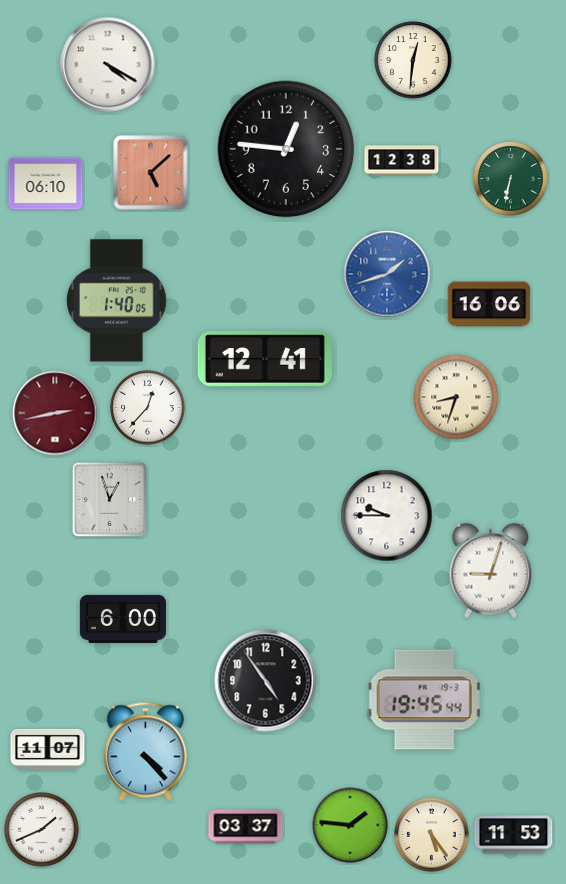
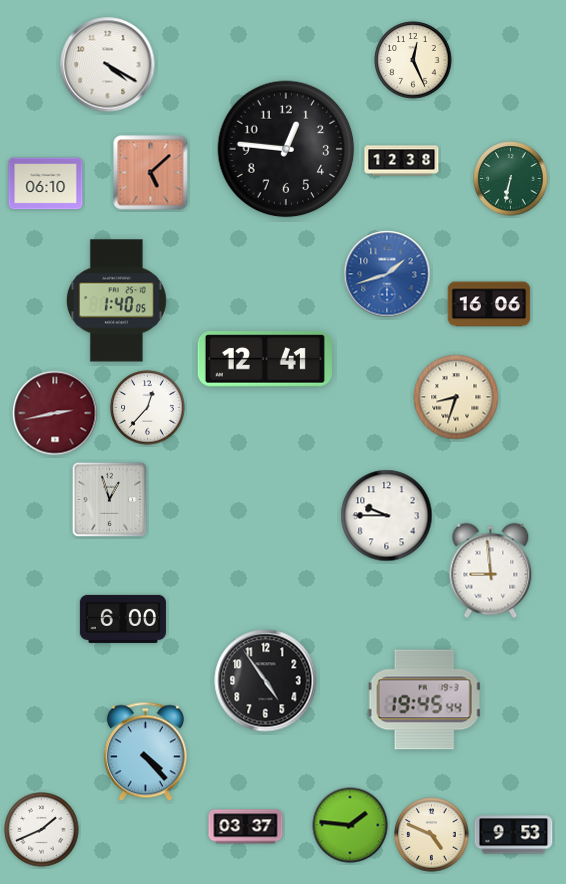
clock at (413, 60): 12:31 -> 12:26
clock at (491, 571): 9:03 -> 8:59
clock at (48, 749): 11:07 -> none
clock at (432, 835): 5:24 -> 4:49
clock at (514, 835): 11:53 -> 9:53
